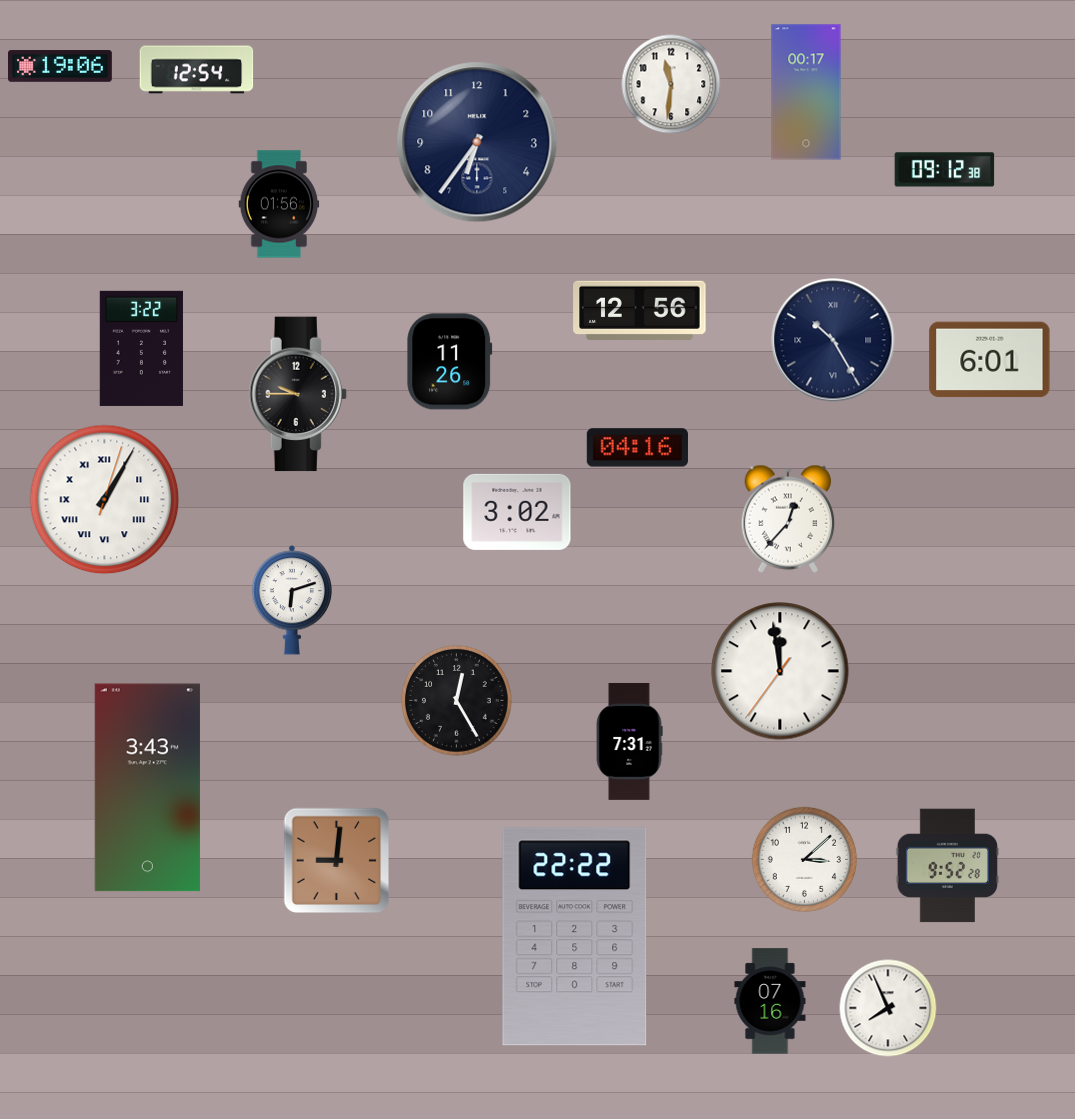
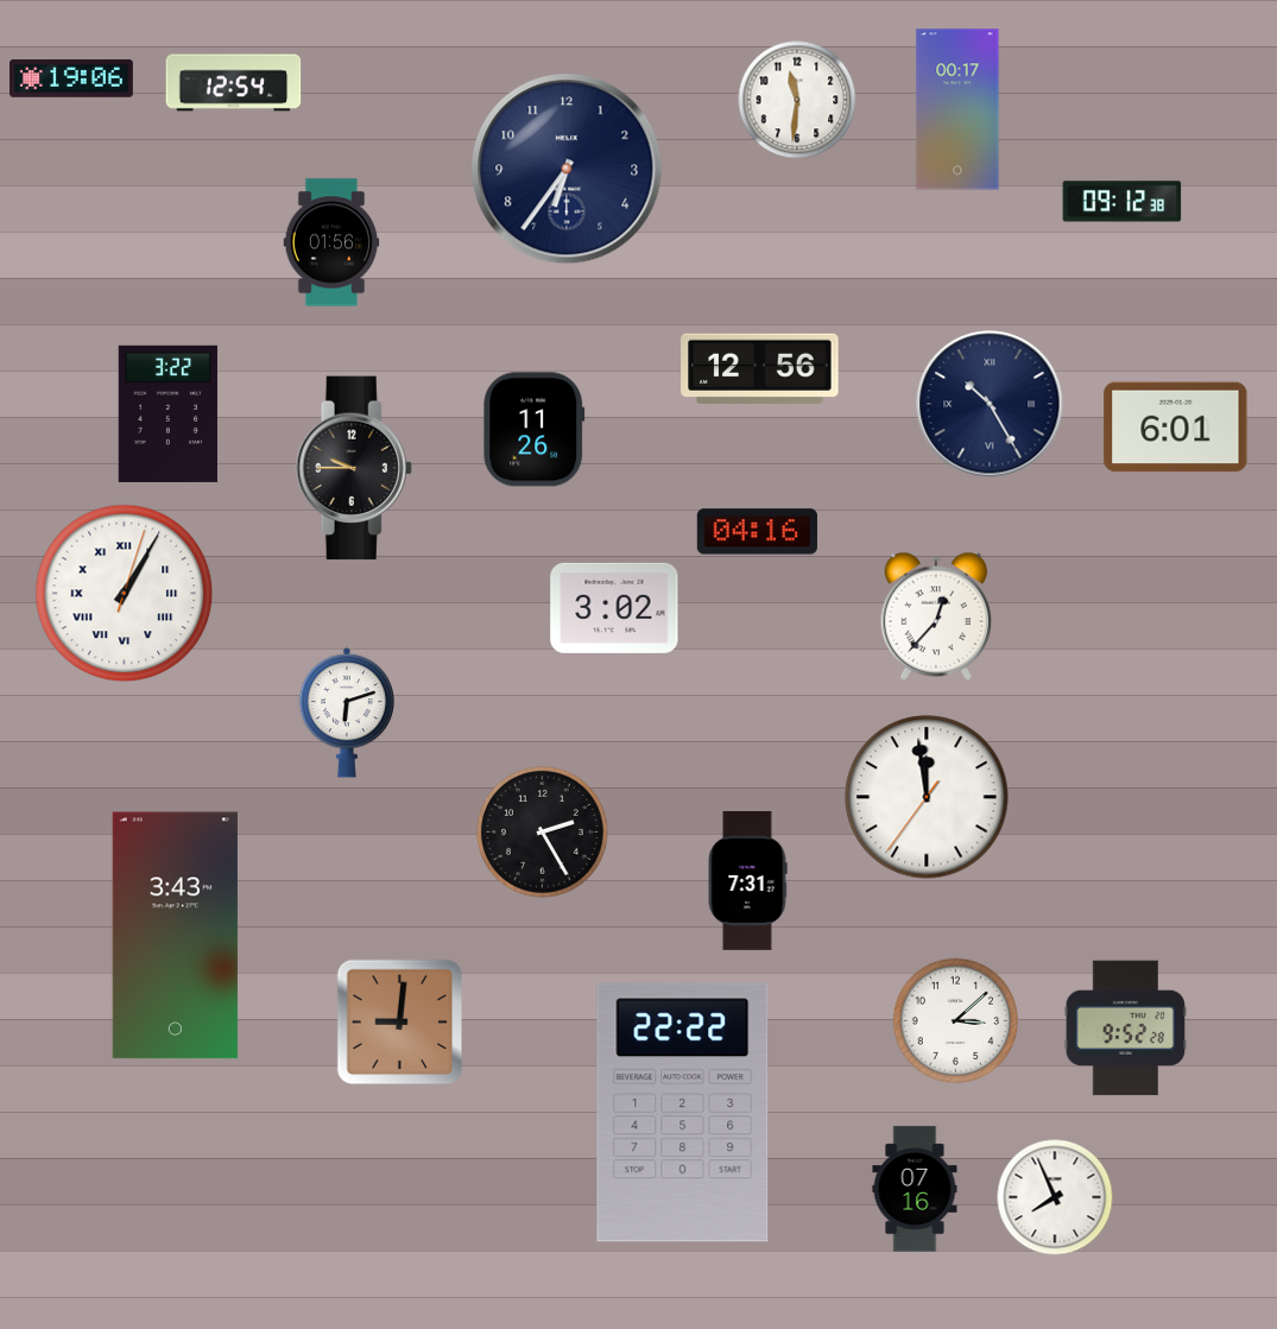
clock at (457, 701): 12:25 -> 2:25
